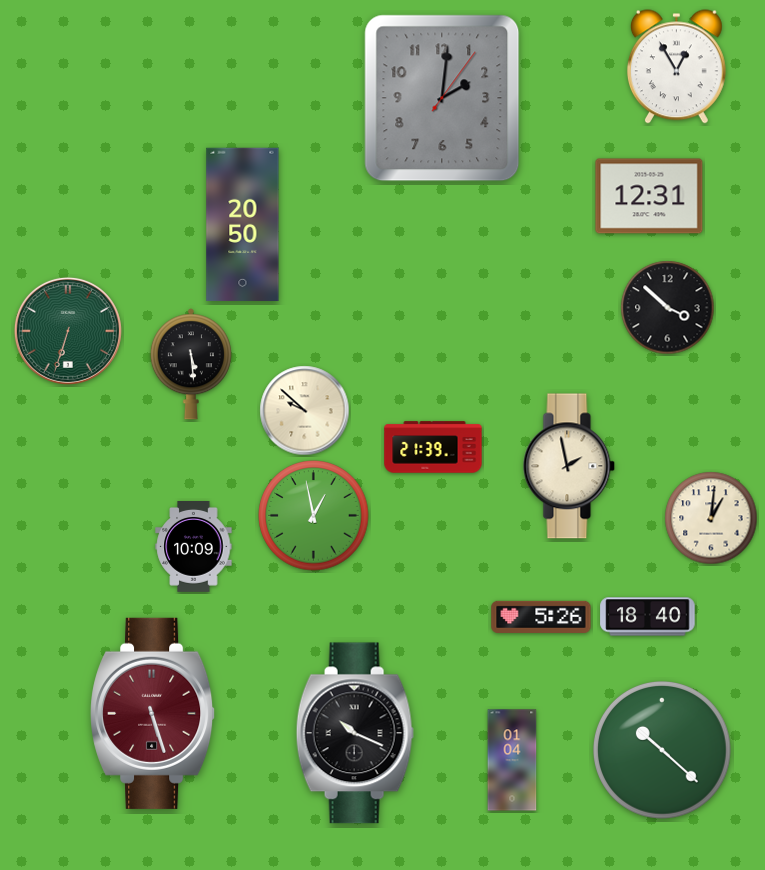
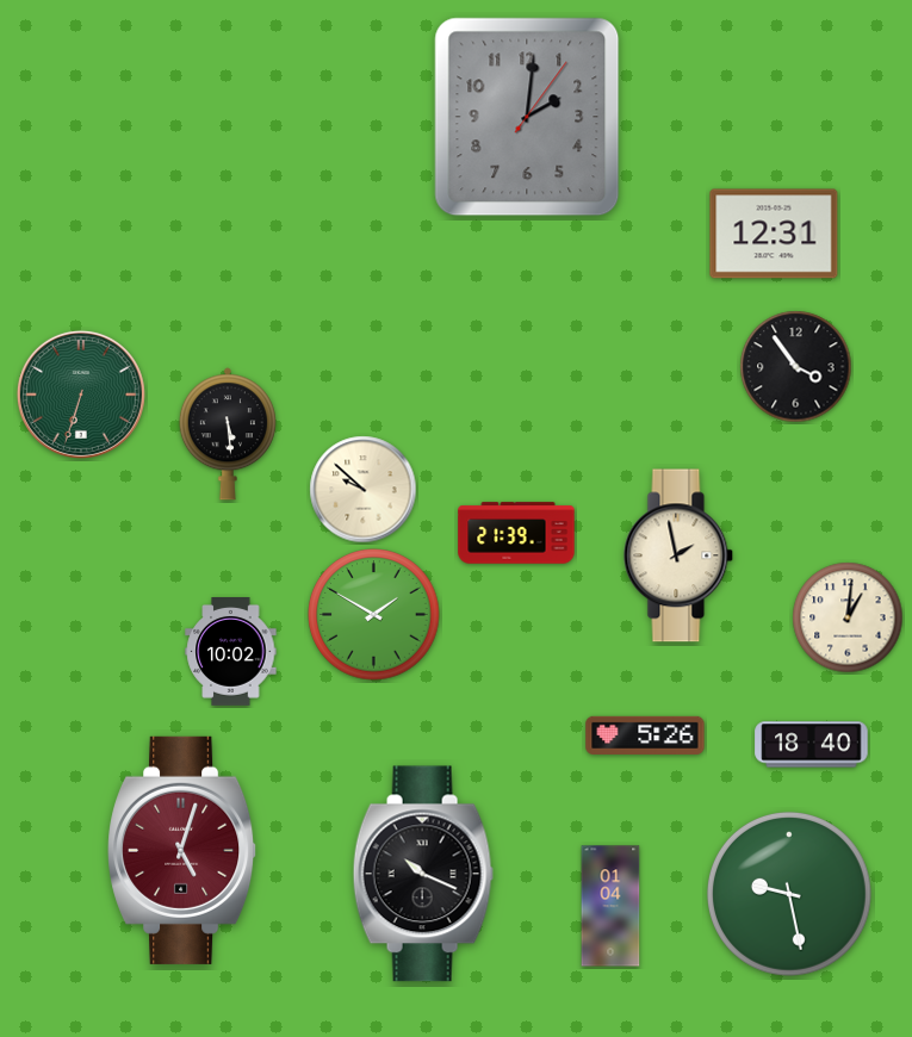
clock at (676, 67): 12:55 -> none
clock at (243, 225): 20:50 -> none
clock at (668, 308): 3:52 -> 3:54
clock at (314, 516): 12:58 -> 1:50
clock at (194, 547): 10:09 -> 10:02
clock at (648, 617) position: (648, 617) -> (812, 745)
clock at (153, 713): 5:27 -> 5:03
clock at (662, 750): 10:22 -> 9:28
